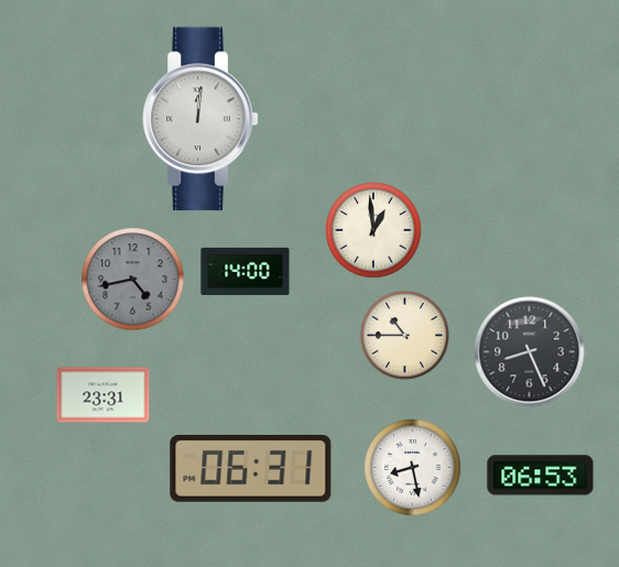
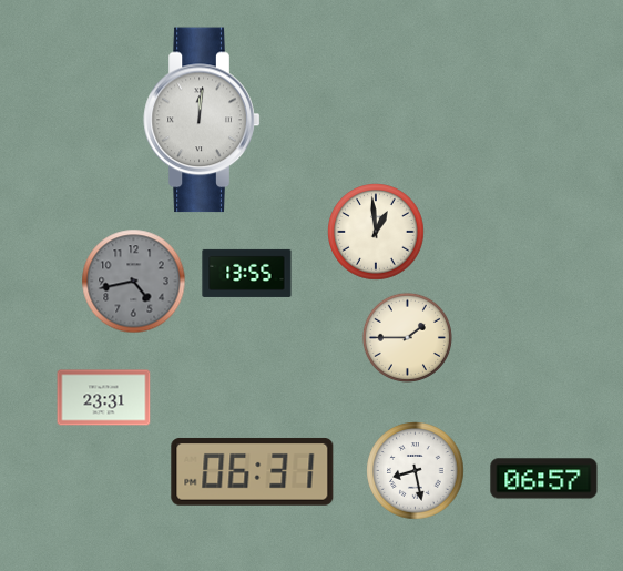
clock at (246, 271): 14:00 -> 13:55
clock at (404, 335): 10:45 -> 1:45
clock at (530, 352): 8:26 -> none
clock at (541, 476): 06:53 -> 06:57
